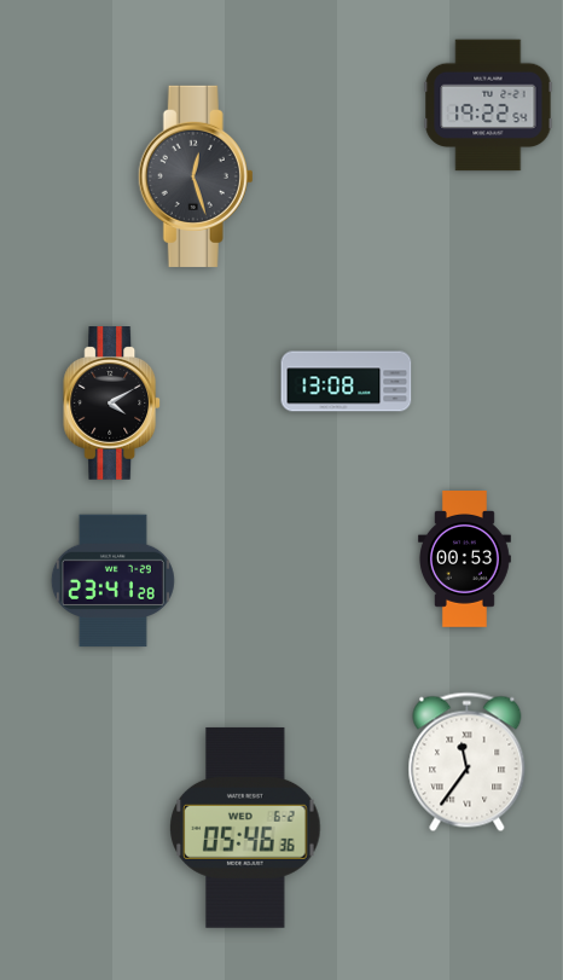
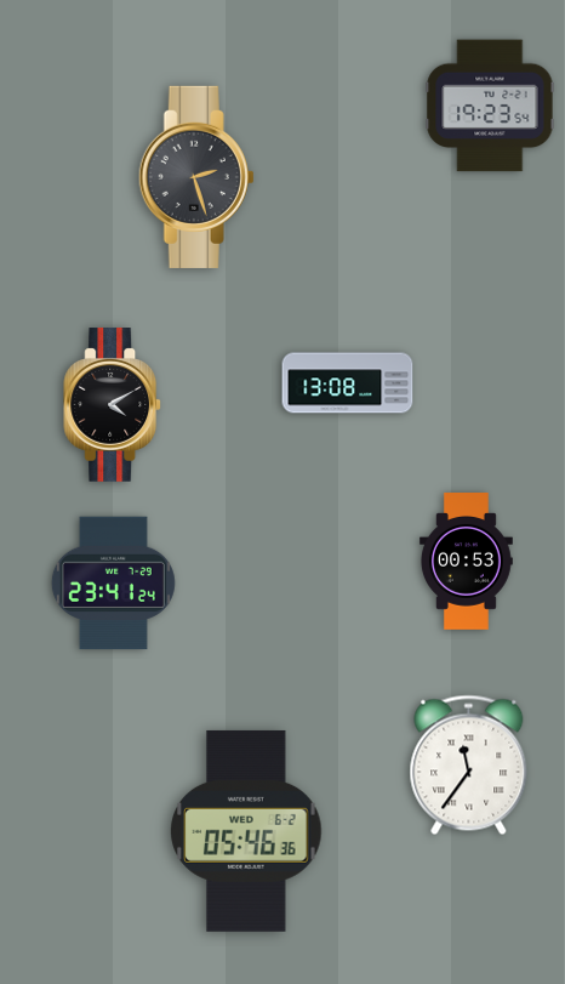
clock at (488, 105): 19:22 -> 19:23
clock at (196, 176): 12:27 -> 2:27
clock at (112, 581): 23:41:28 -> 23:41:24
